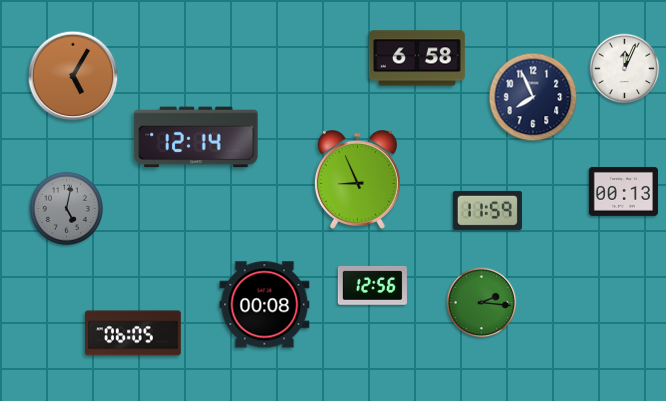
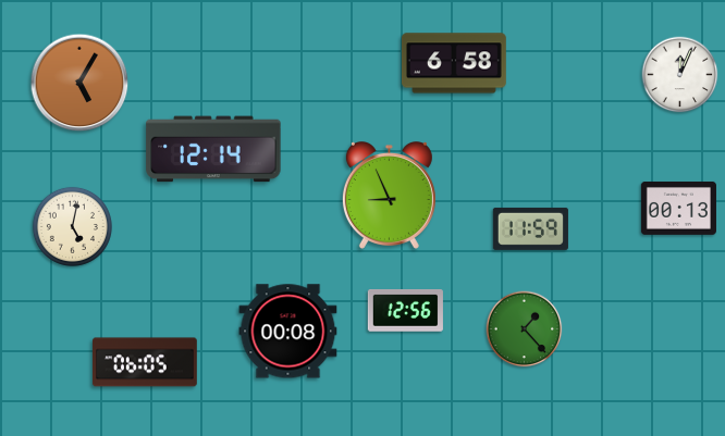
clock at (533, 97): 7:56 -> none
clock at (66, 208) dial: grey -> cream
clock at (482, 303): 2:16 -> 1:23
